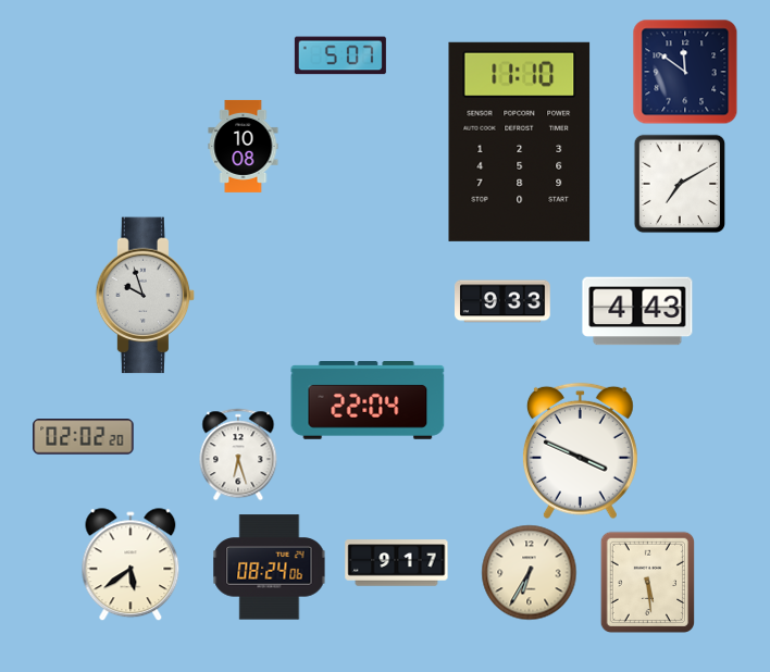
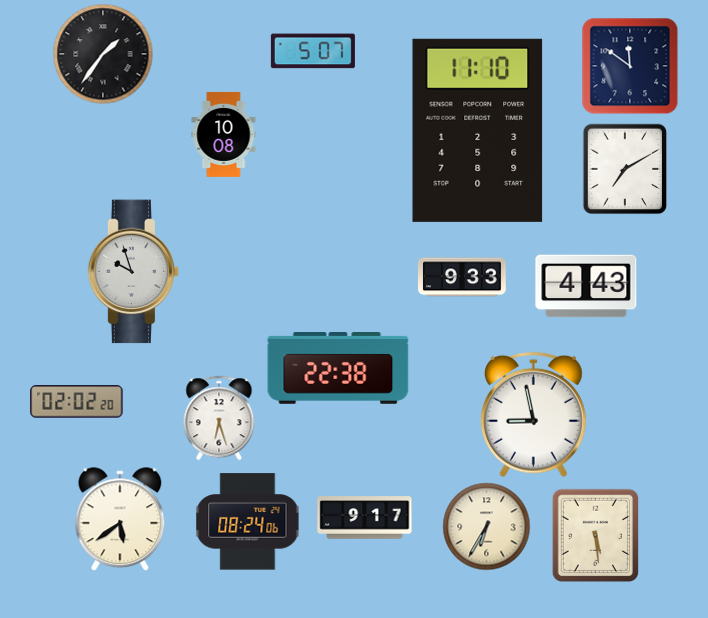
clock at (103, 54): none -> 1:36
clock at (368, 401): 22:04 -> 22:38
clock at (580, 451): 3:49 -> 8:58
